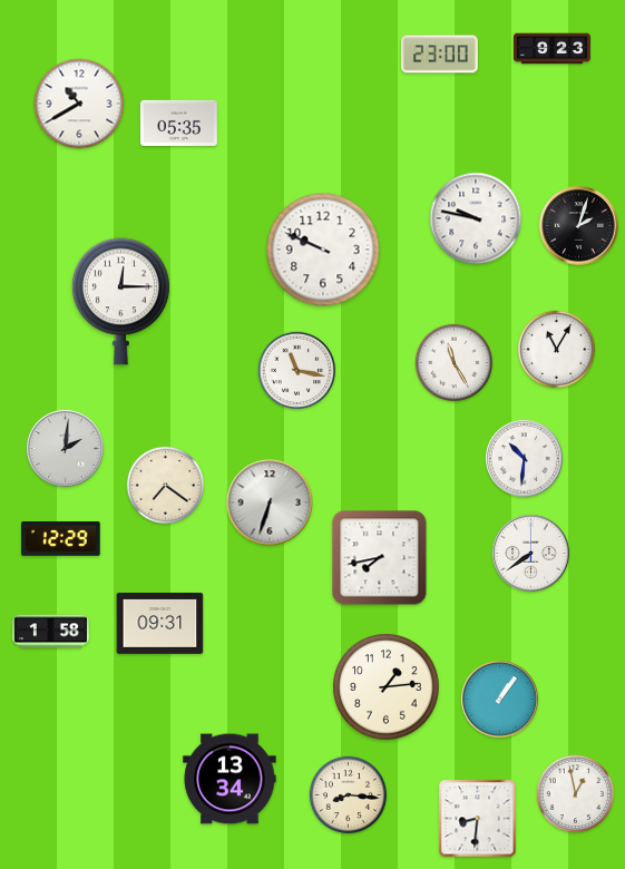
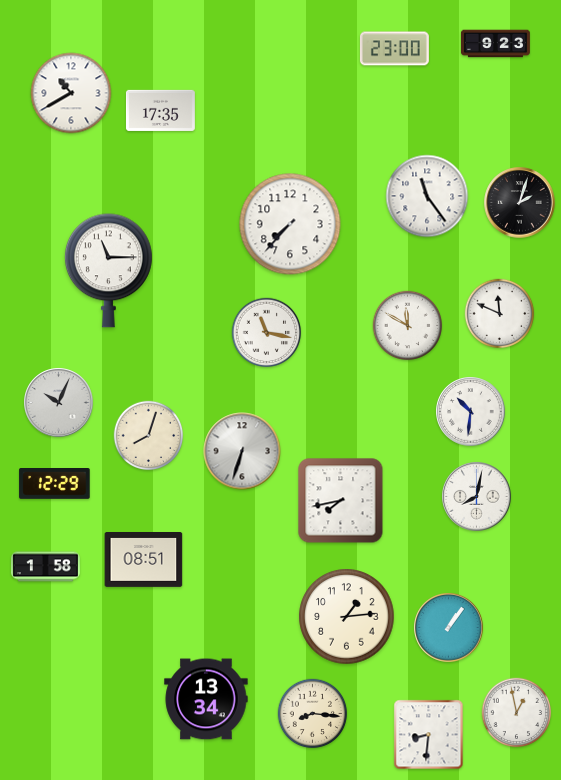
clock at (178, 123): 05:35 -> 17:35
clock at (476, 218): 9:47 -> 11:24
clock at (323, 250): 9:49 -> 7:37
clock at (120, 302): 12:15 -> 11:15
clock at (557, 350): 11:05 -> 11:49
clock at (455, 363): 11:25 -> 11:50
clock at (66, 449): 2:01 -> 10:04
clock at (166, 486): 7:21 -> 8:03
clock at (531, 554): 7:39 -> 8:02
clock at (160, 624): 09:31 -> 08:51
